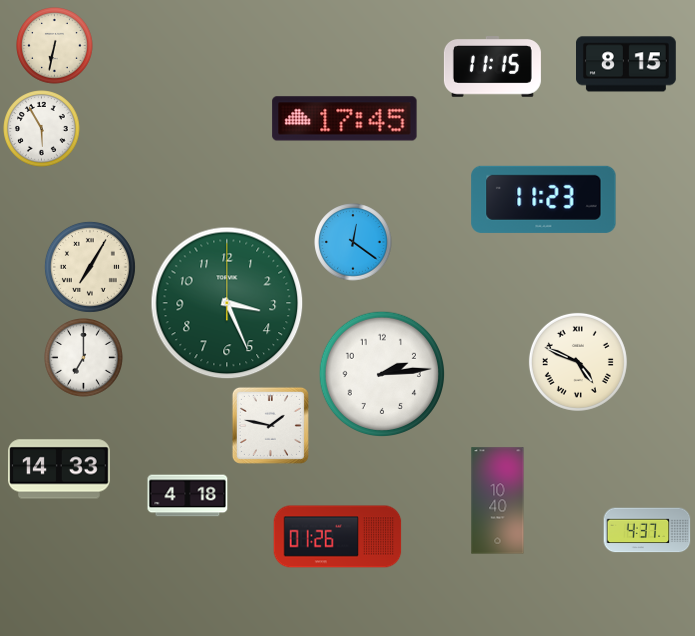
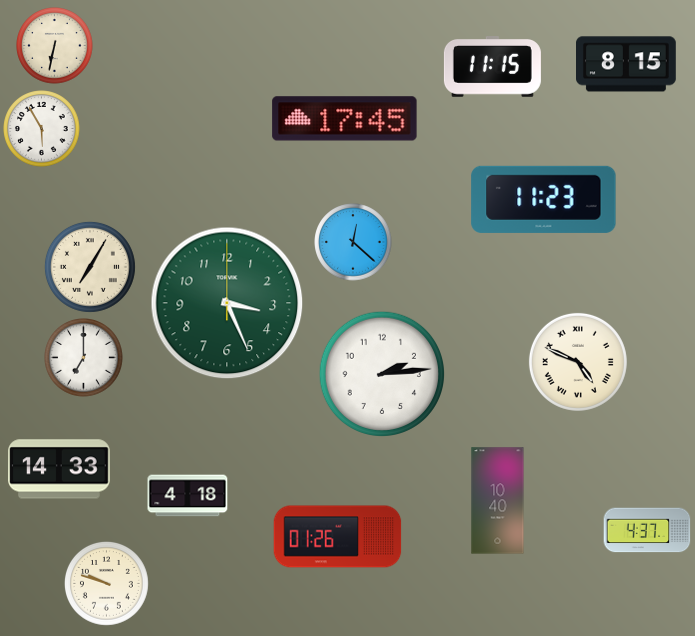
clock at (353, 242): 12:21 -> 12:22
clock at (270, 425): 1:47 -> none
clock at (107, 584): none -> 9:48
